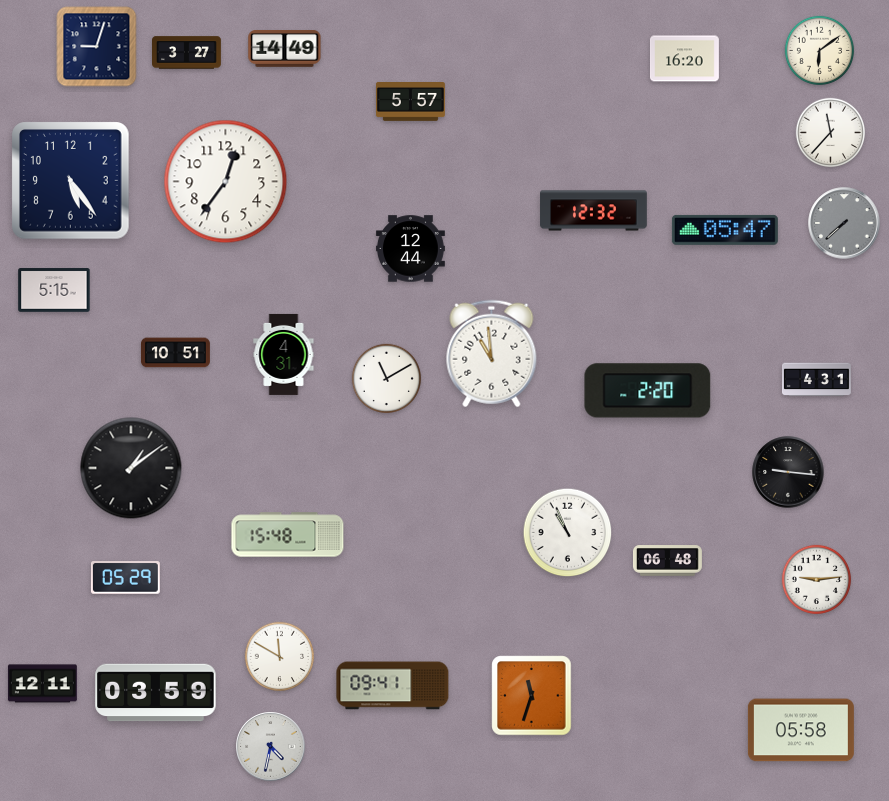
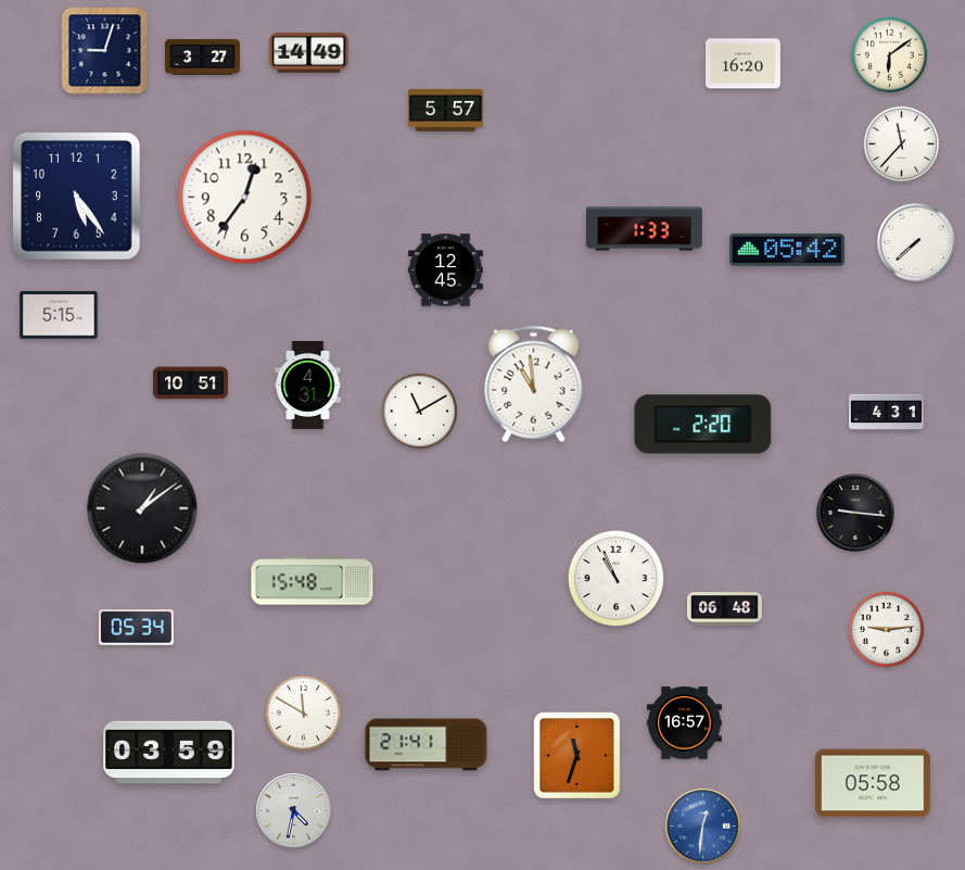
clock at (594, 211): 12:32 -> 1:33
clock at (844, 223) dial: grey -> white
clock at (725, 230): 05:47 -> 05:42
clock at (410, 249): 12:44 -> 12:45
clock at (125, 578): 05:29 -> 05:34
clock at (684, 723): none -> 16:57
clock at (42, 684): 12:11 -> none
clock at (393, 686): 09:41 -> 21:41
clock at (801, 730) position: (801, 730) -> (873, 783)
clock at (703, 827): none -> 12:31
